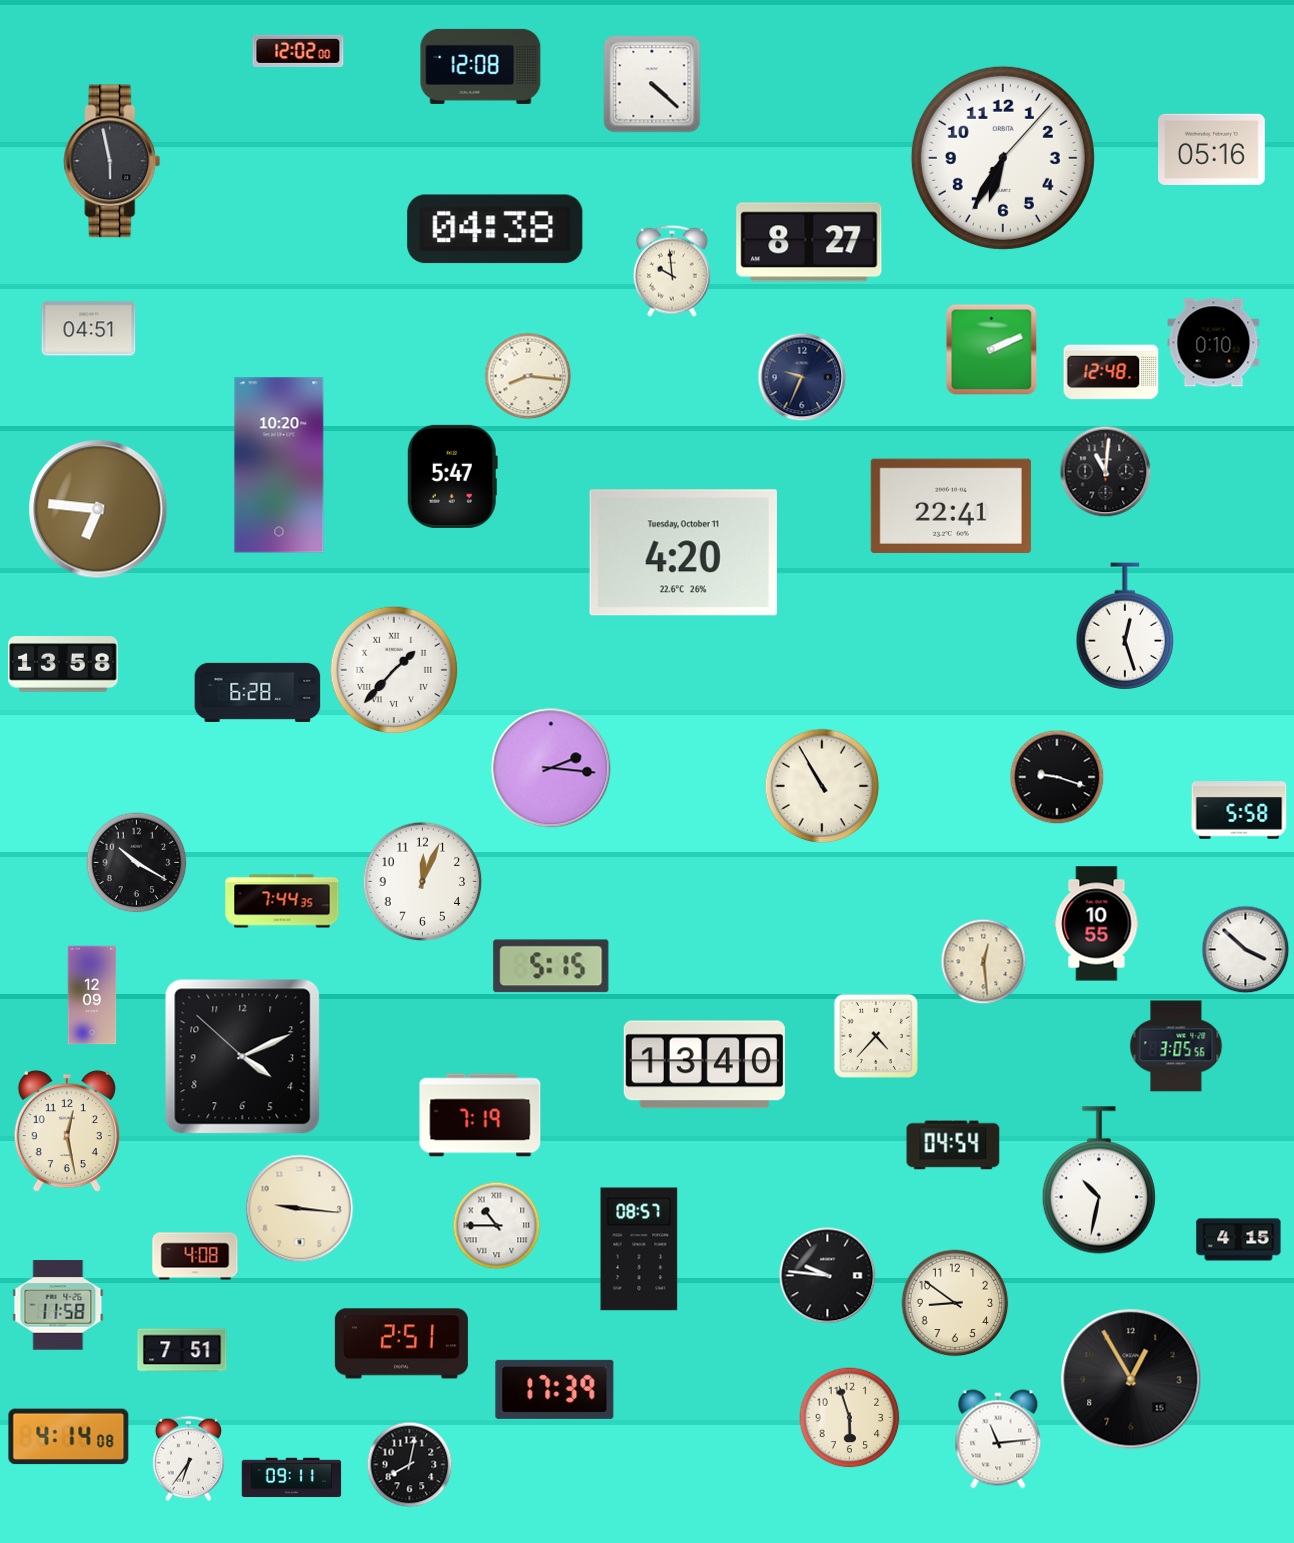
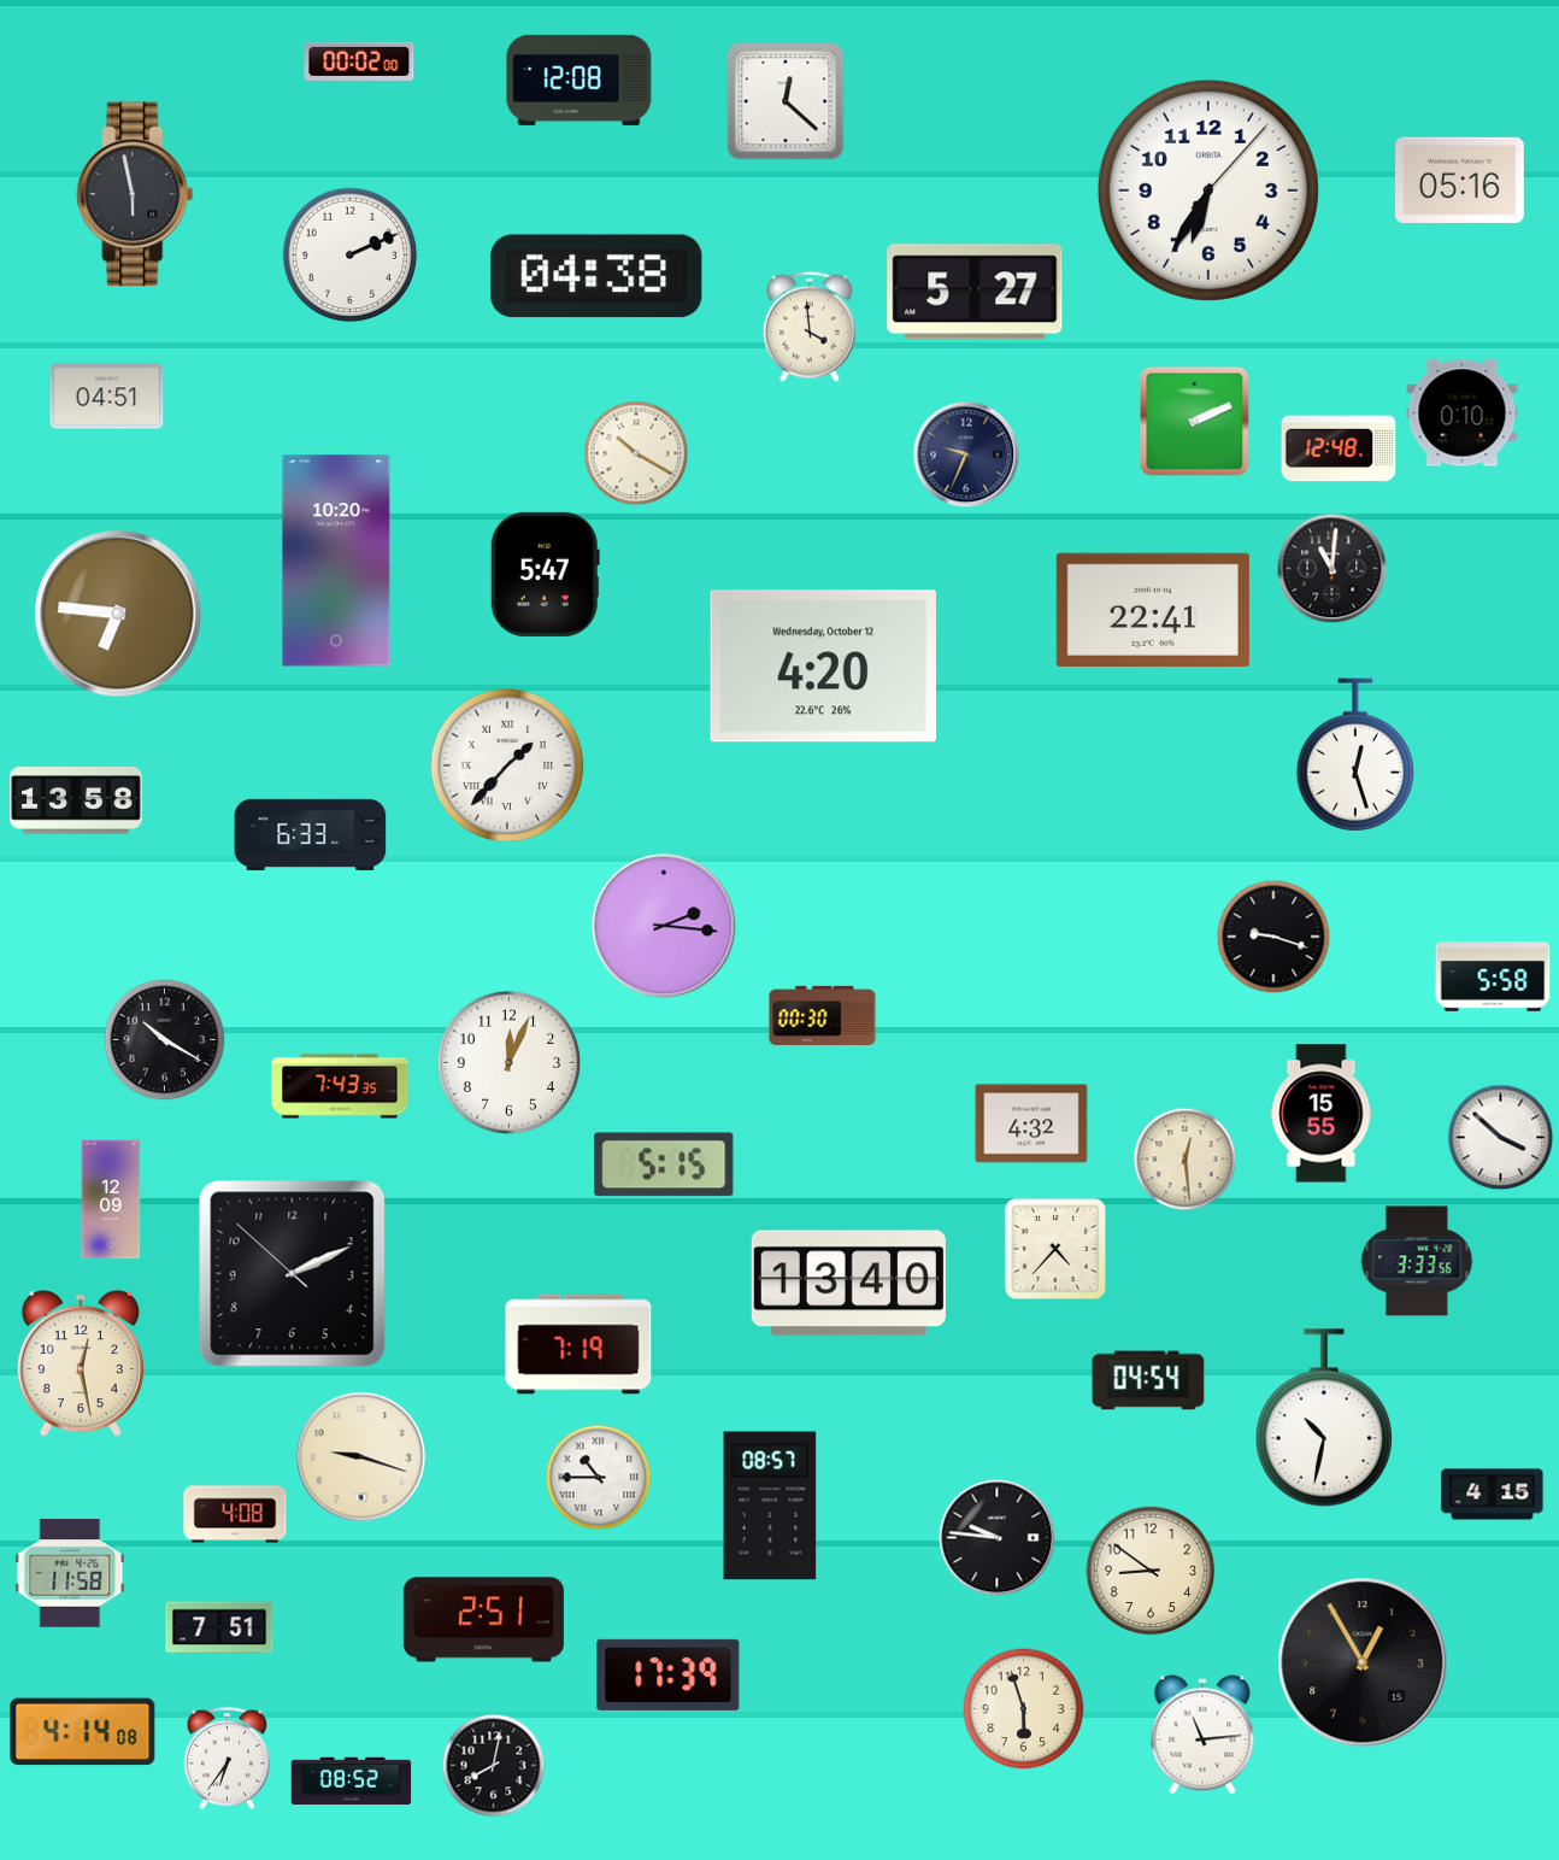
clock at (298, 51): 12:02 -> 00:02
clock at (652, 84): 4:22 -> 12:22
clock at (351, 256): none -> 2:11
clock at (809, 242): 8:27 -> 5:27
clock at (672, 271): 9:59 -> 3:59
clock at (528, 376): 8:16 -> 10:20
clock at (951, 506) position: (951, 506) -> (1153, 610)
clock at (683, 553) date: Tuesday, October 11 -> Wednesday, October 12
clock at (394, 670) position: (394, 670) -> (507, 765)
clock at (258, 692): 6:28 -> 6:33
clock at (822, 786): 10:55 -> none
clock at (823, 1015): none -> 00:30
clock at (282, 901): 7:44 -> 7:43
clock at (1097, 924): 10:55 -> 15:55
clock at (1031, 1123): none -> 4:32
clock at (1246, 950) position: (1246, 950) -> (1501, 1138)
clock at (1176, 1046): 3:05 -> 3:33
clock at (243, 1057): 4:10 -> 2:10
clock at (1099, 1180) position: (1099, 1180) -> (1324, 1418)
clock at (300, 1209): 9:16 -> 9:18
clock at (292, 1478): 09:11 -> 08:52
